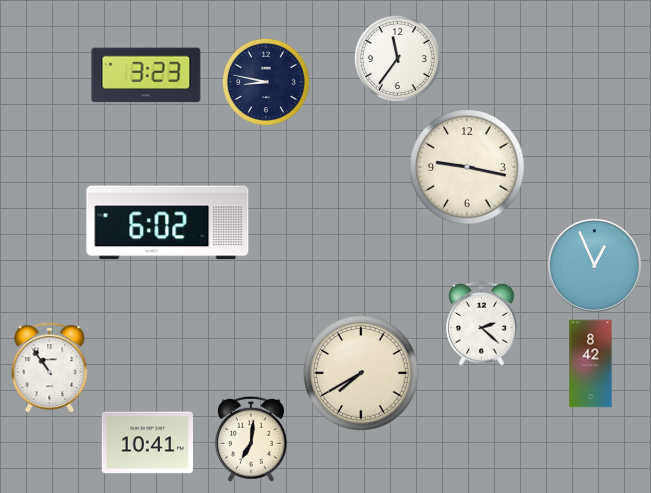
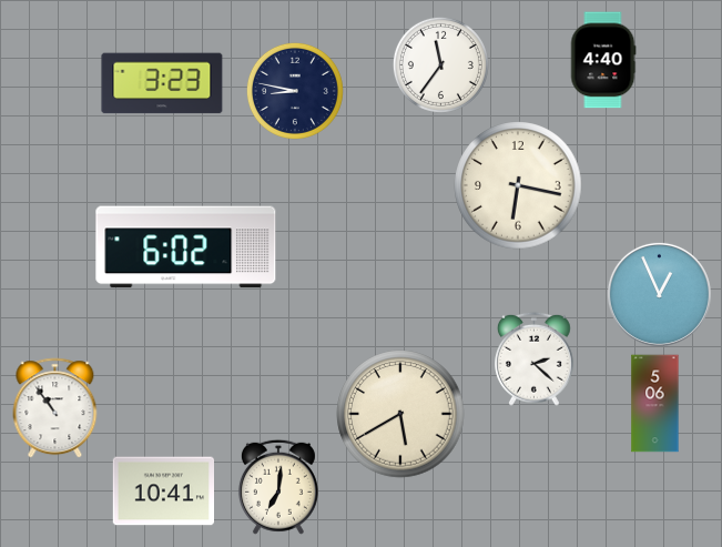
clock at (603, 60): none -> 4:40
clock at (467, 167): 9:17 -> 6:17
clock at (591, 364): 8:42 -> 5:06
clock at (361, 373): 7:40 -> 5:40
